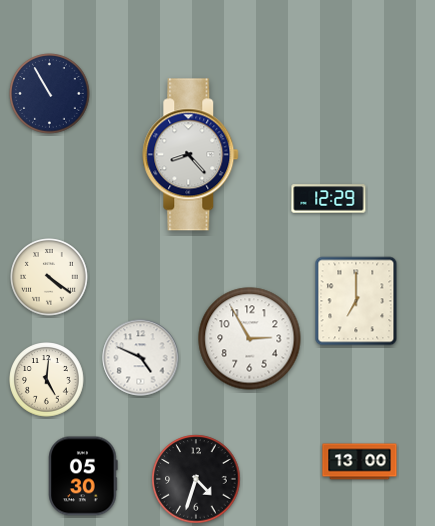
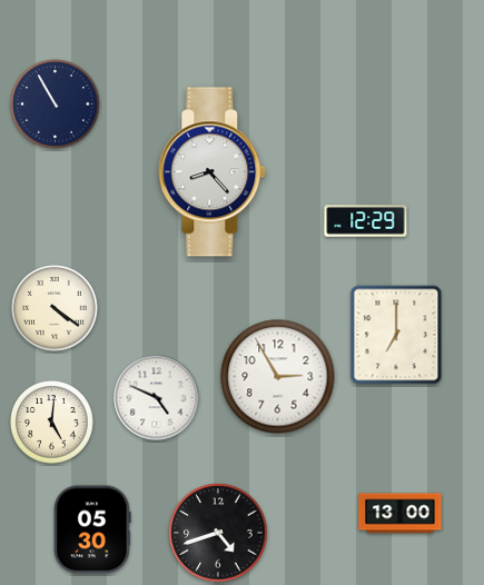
clock at (196, 479): 4:33 -> 4:42
